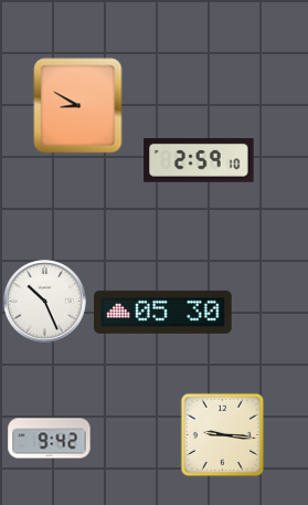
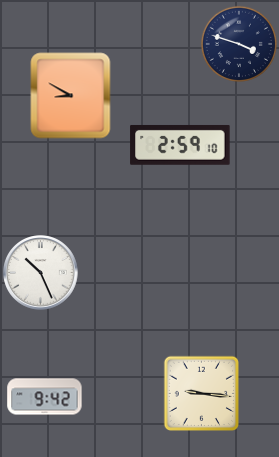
clock at (239, 44): none -> 3:48
clock at (163, 312): 05:30 -> none
